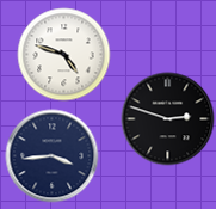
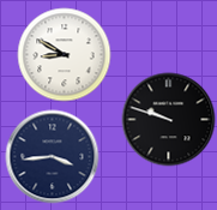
clock at (63, 54): 4:48 -> 8:50
clock at (167, 118): 2:48 -> 9:48
